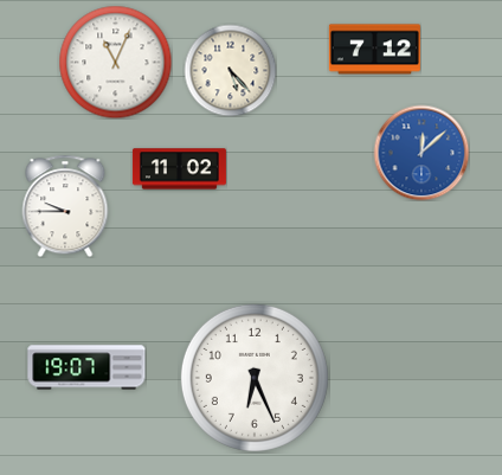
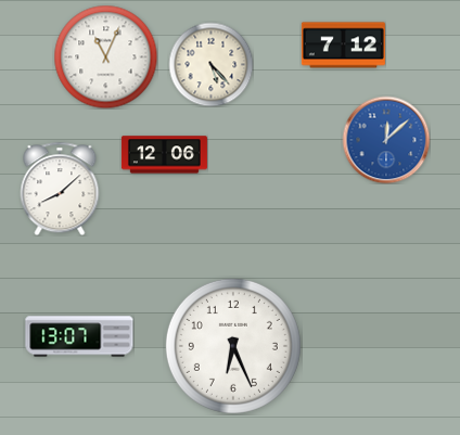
clock at (179, 169): 11:02 -> 12:06
clock at (65, 206): 9:45 -> 8:08
clock at (86, 367): 19:07 -> 13:07
